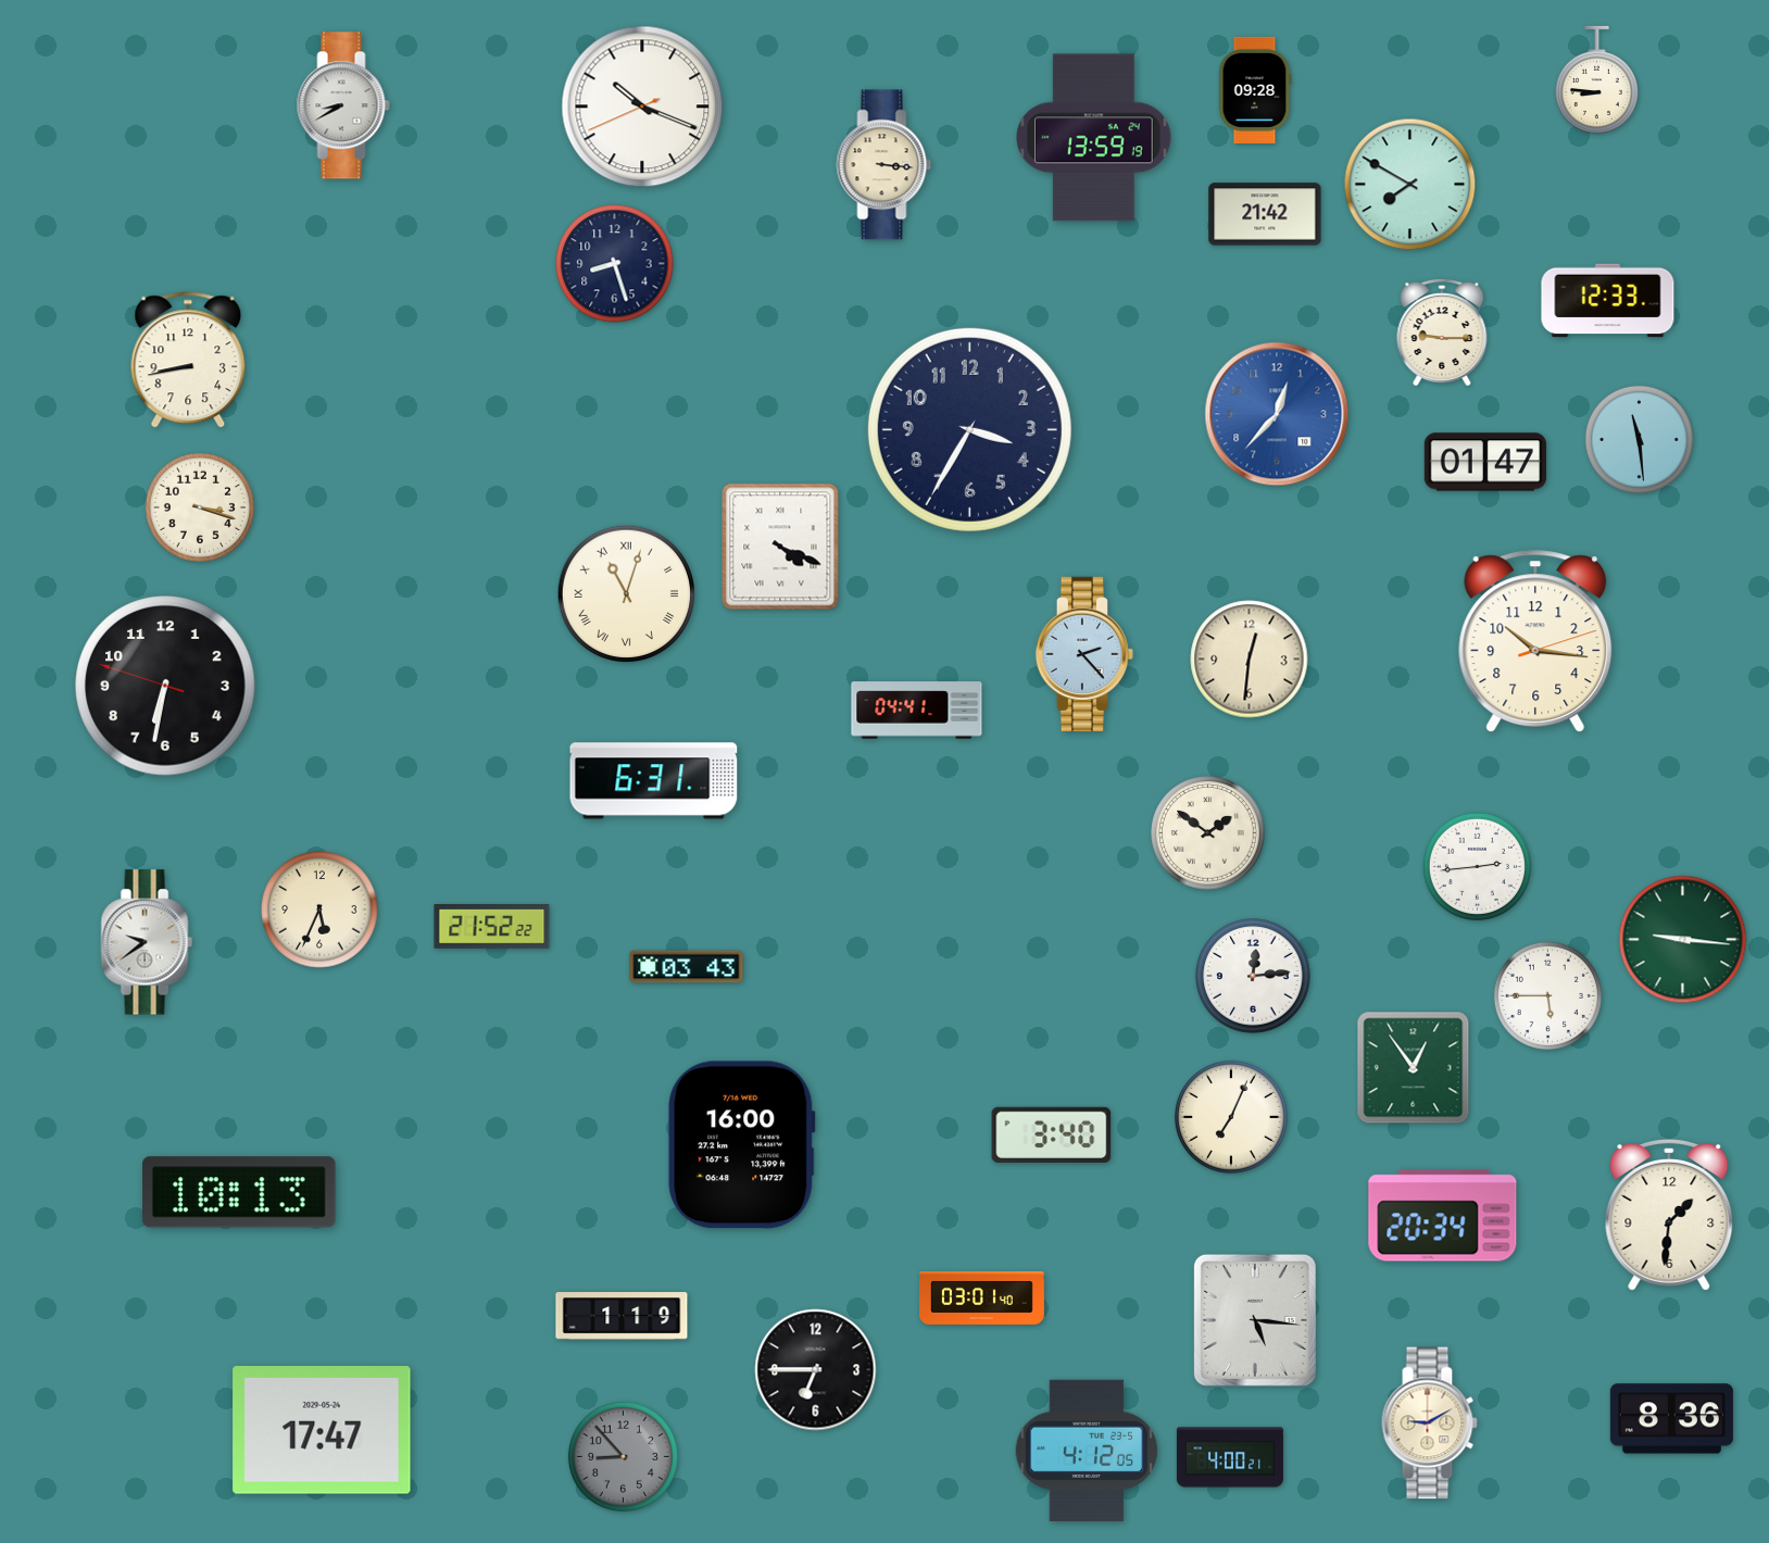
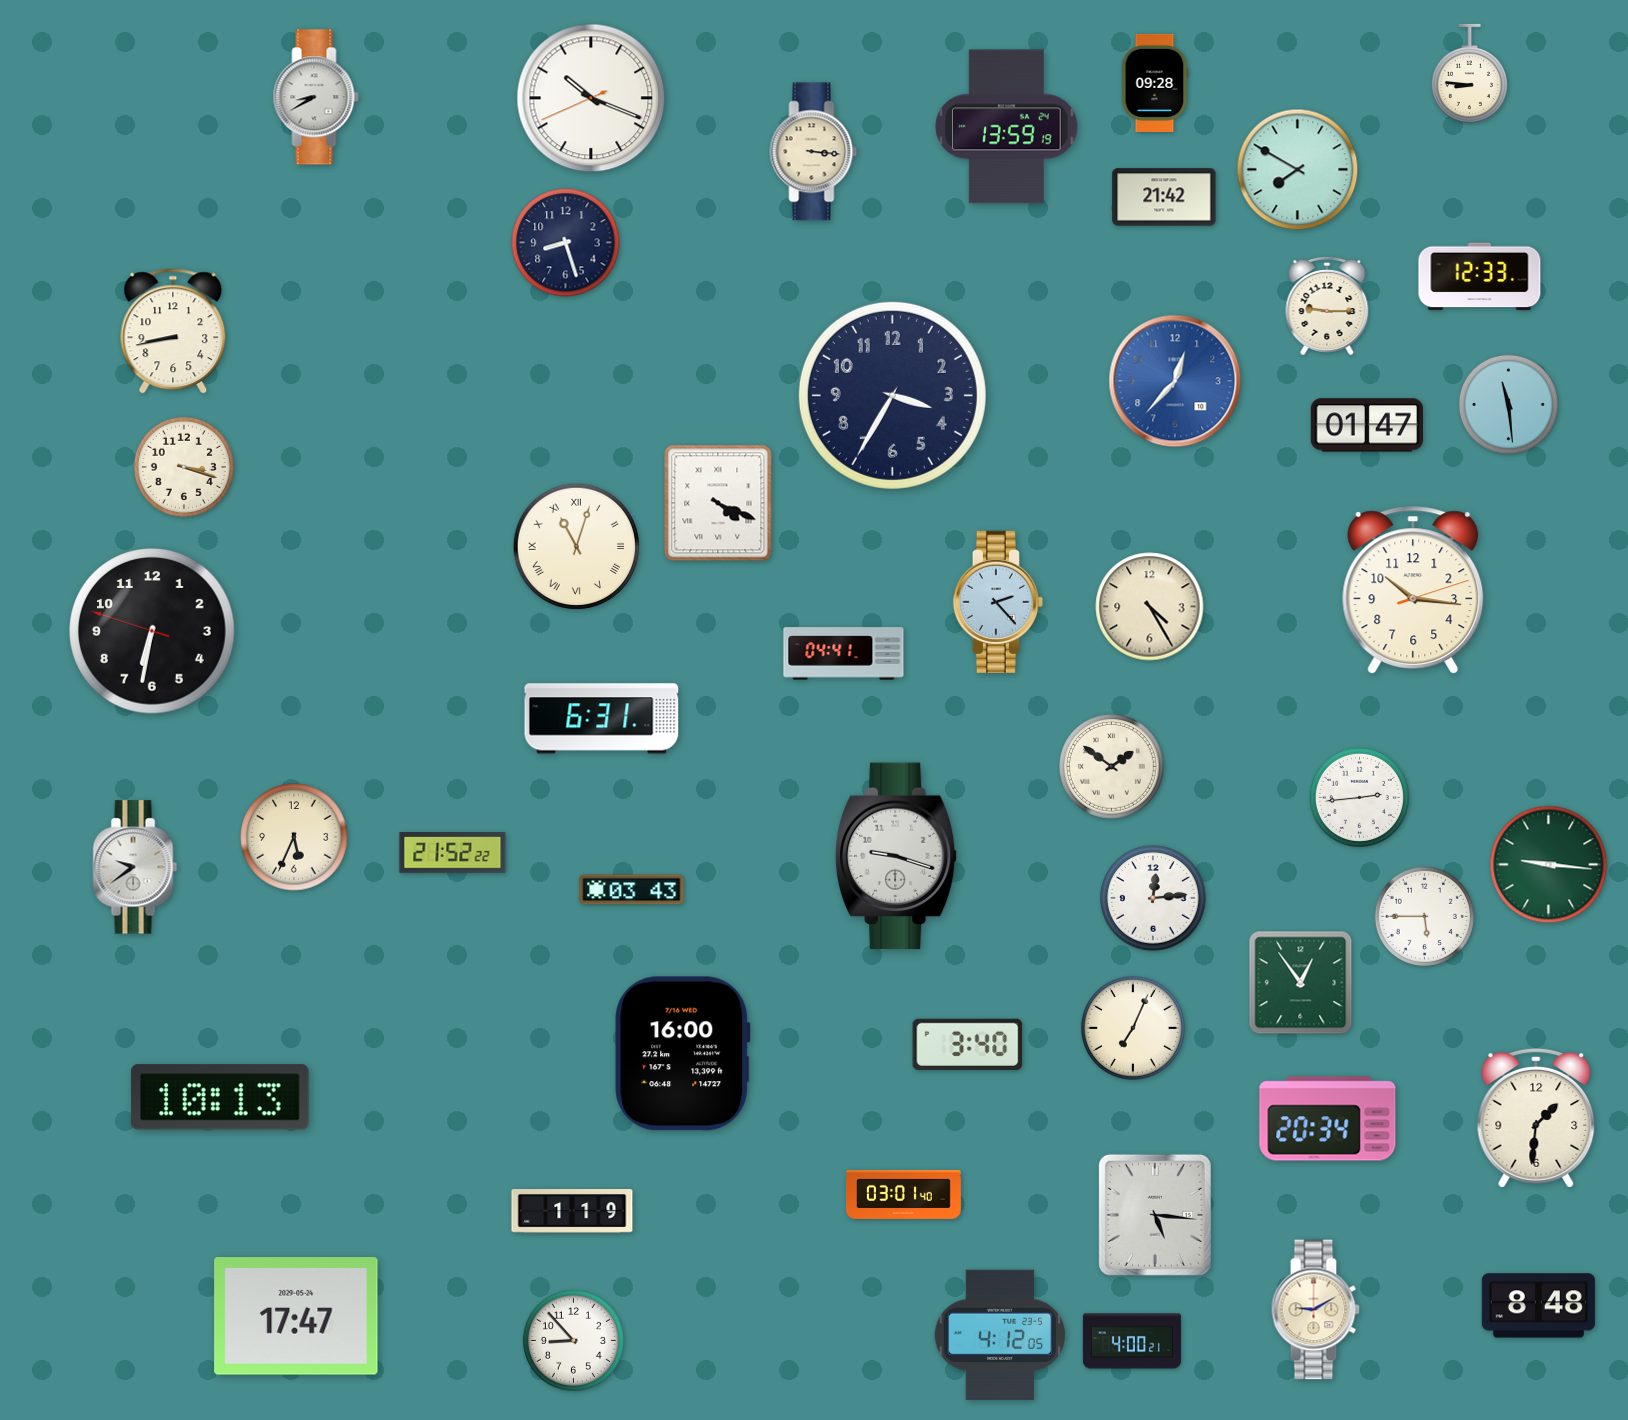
clock at (1250, 660): 12:31 -> 4:25
clock at (896, 856): none -> 9:18
clock at (816, 1370): 6:45 -> none
clock at (1671, 1419): 8:36 -> 8:48
clock at (623, 1456) dial: grey -> white
